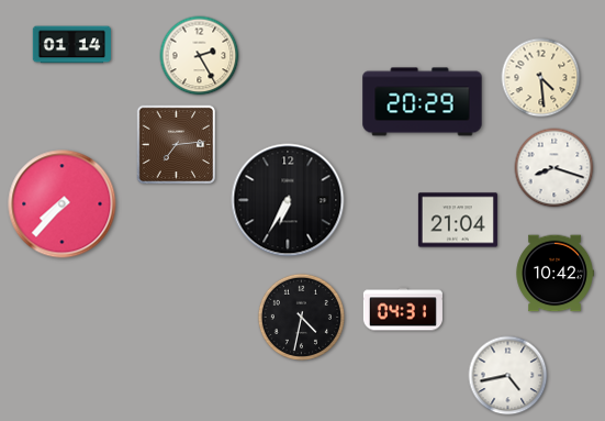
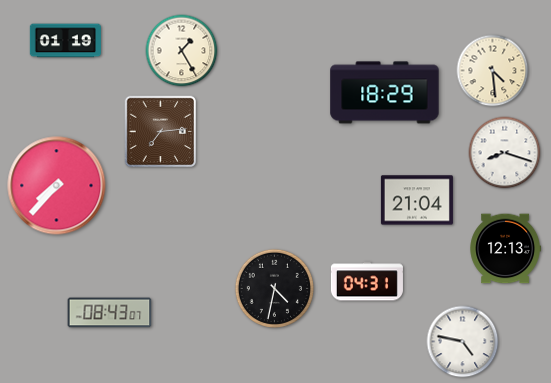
clock at (71, 45): 01:14 -> 01:19
clock at (200, 56): 2:25 -> 1:25
clock at (423, 102): 20:29 -> 18:29
clock at (288, 200): 6:35 -> none
clock at (554, 274): 10:42 -> 12:13
clock at (110, 313): none -> 08:43
clock at (508, 376): 4:43 -> 4:47
